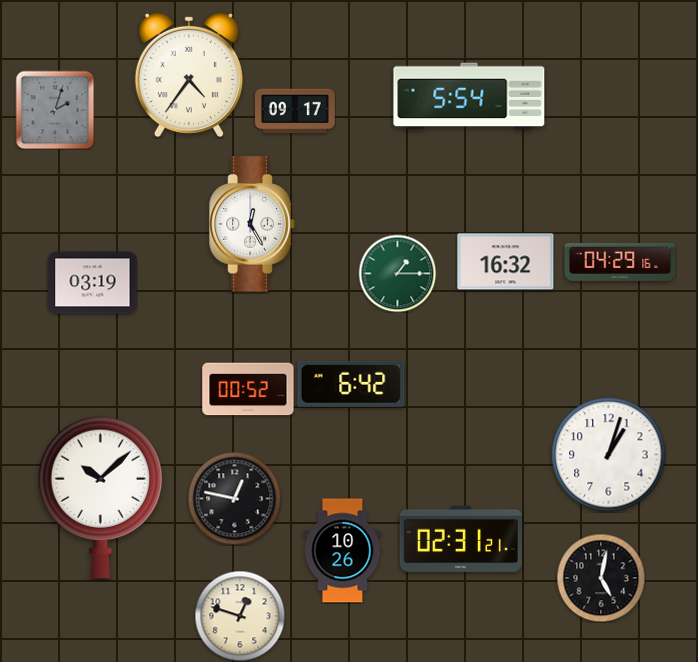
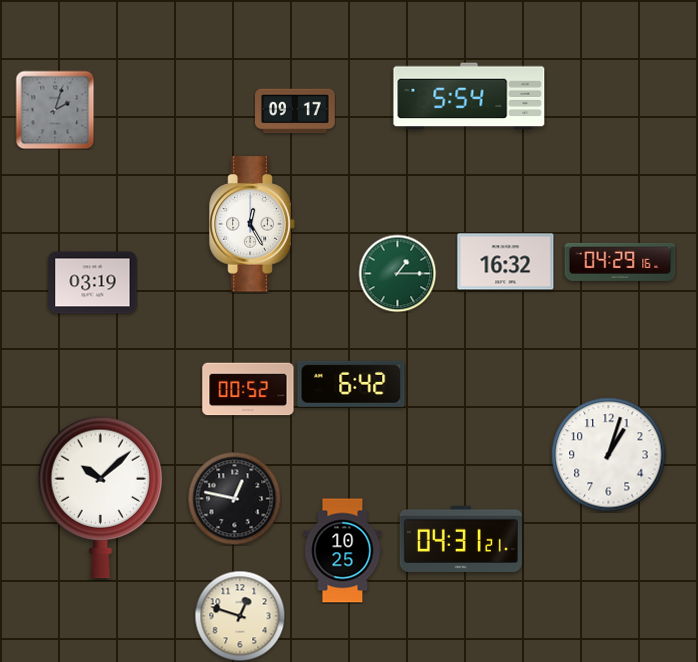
clock at (189, 75): 4:36 -> none
clock at (461, 539): 02:31 -> 04:31
clock at (343, 551): 10:26 -> 10:25
clock at (601, 578): 5:02 -> none
